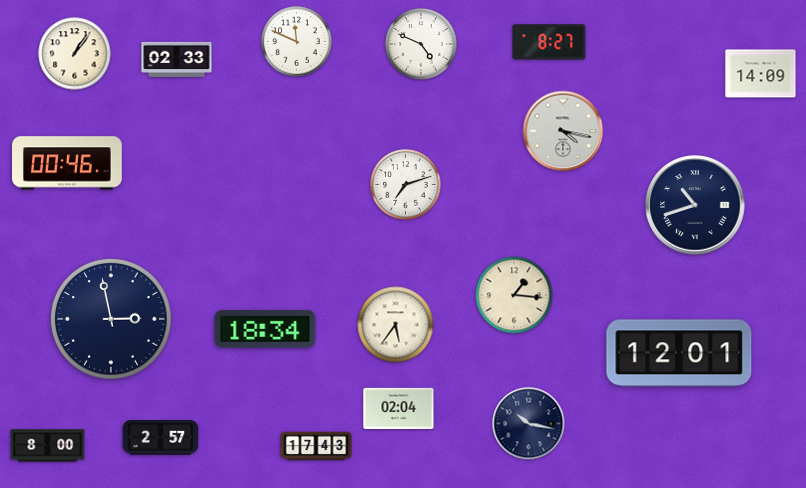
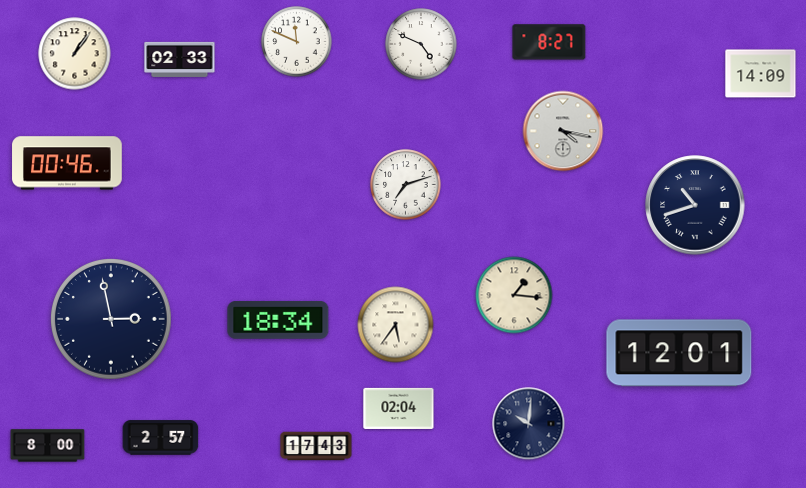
clock at (177, 59) position: (177, 59) -> (180, 59)
clock at (265, 330) position: (265, 330) -> (278, 321)
clock at (529, 424): 10:17 -> 10:01
